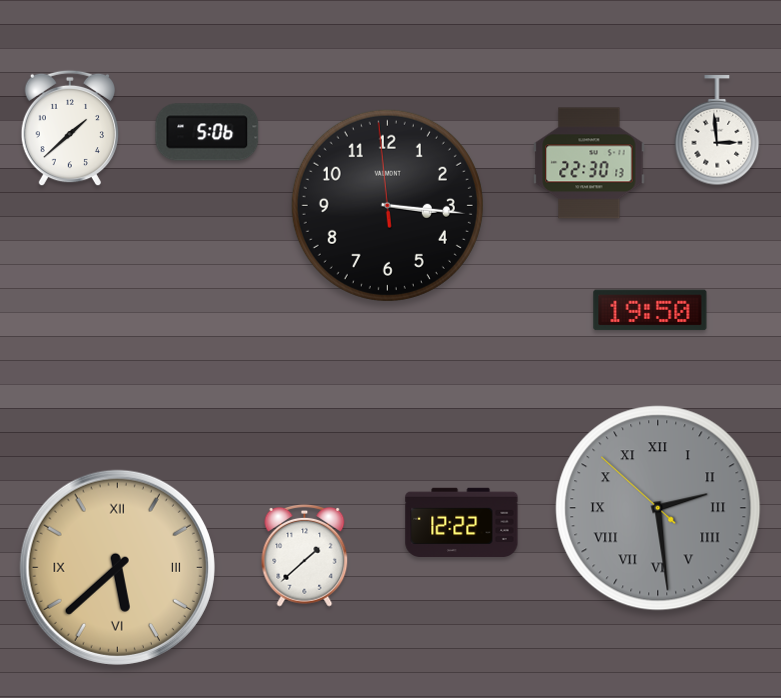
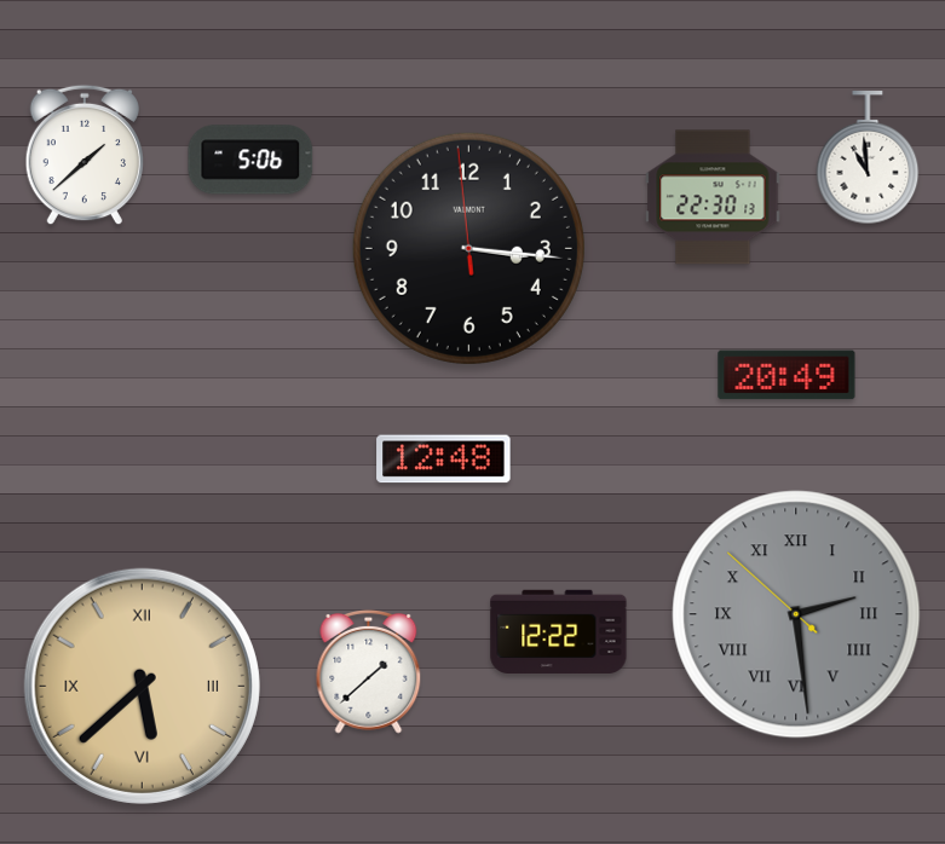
clock at (717, 131): 2:59 -> 10:59
clock at (650, 310): 19:50 -> 20:49
clock at (444, 459): none -> 12:48
